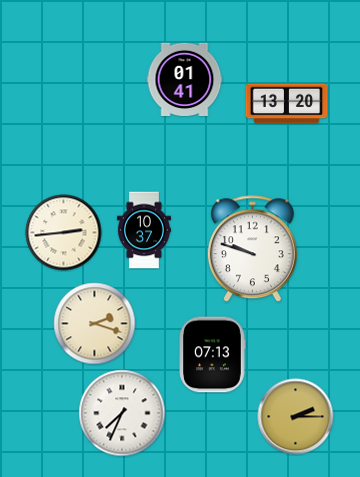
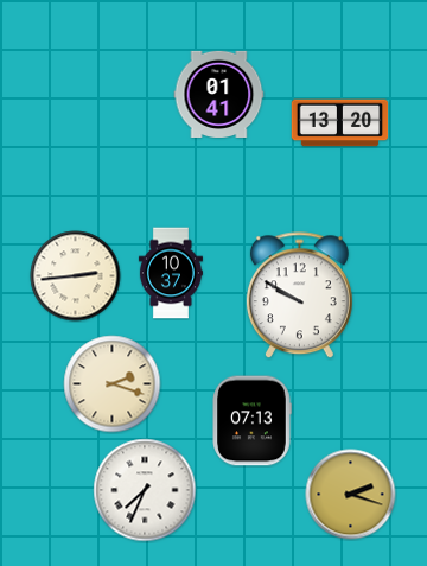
clock at (252, 249): 9:48 -> 9:50
clock at (296, 417): 2:15 -> 2:18
